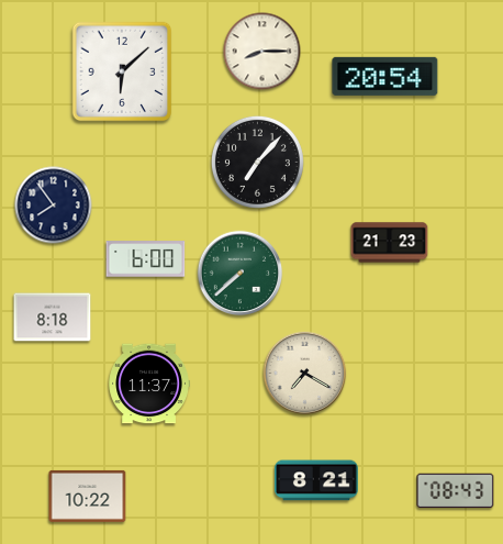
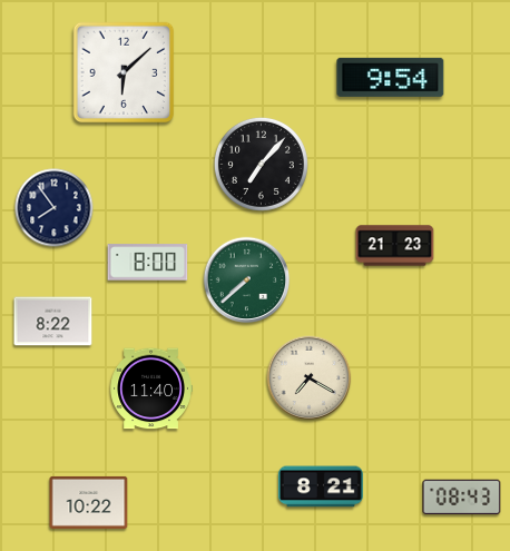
clock at (262, 52): 8:15 -> none
clock at (385, 76): 20:54 -> 9:54
clock at (146, 259): 6:00 -> 8:00
clock at (241, 274) position: (241, 274) -> (247, 281)
clock at (53, 318): 8:18 -> 8:22
clock at (149, 384): 11:37 -> 11:40
